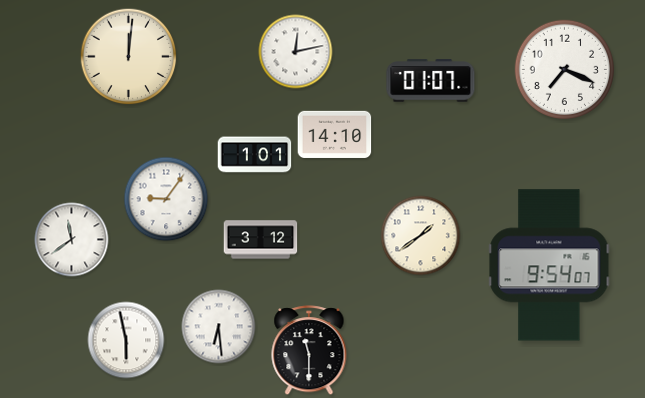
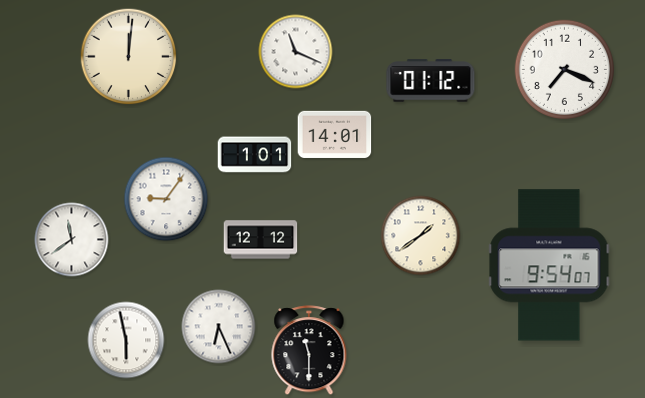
clock at (296, 52): 12:13 -> 11:19
clock at (431, 81): 01:07 -> 01:12
clock at (335, 134): 14:10 -> 14:01
clock at (261, 240): 3:12 -> 12:12
clock at (219, 327): 6:29 -> 6:26
